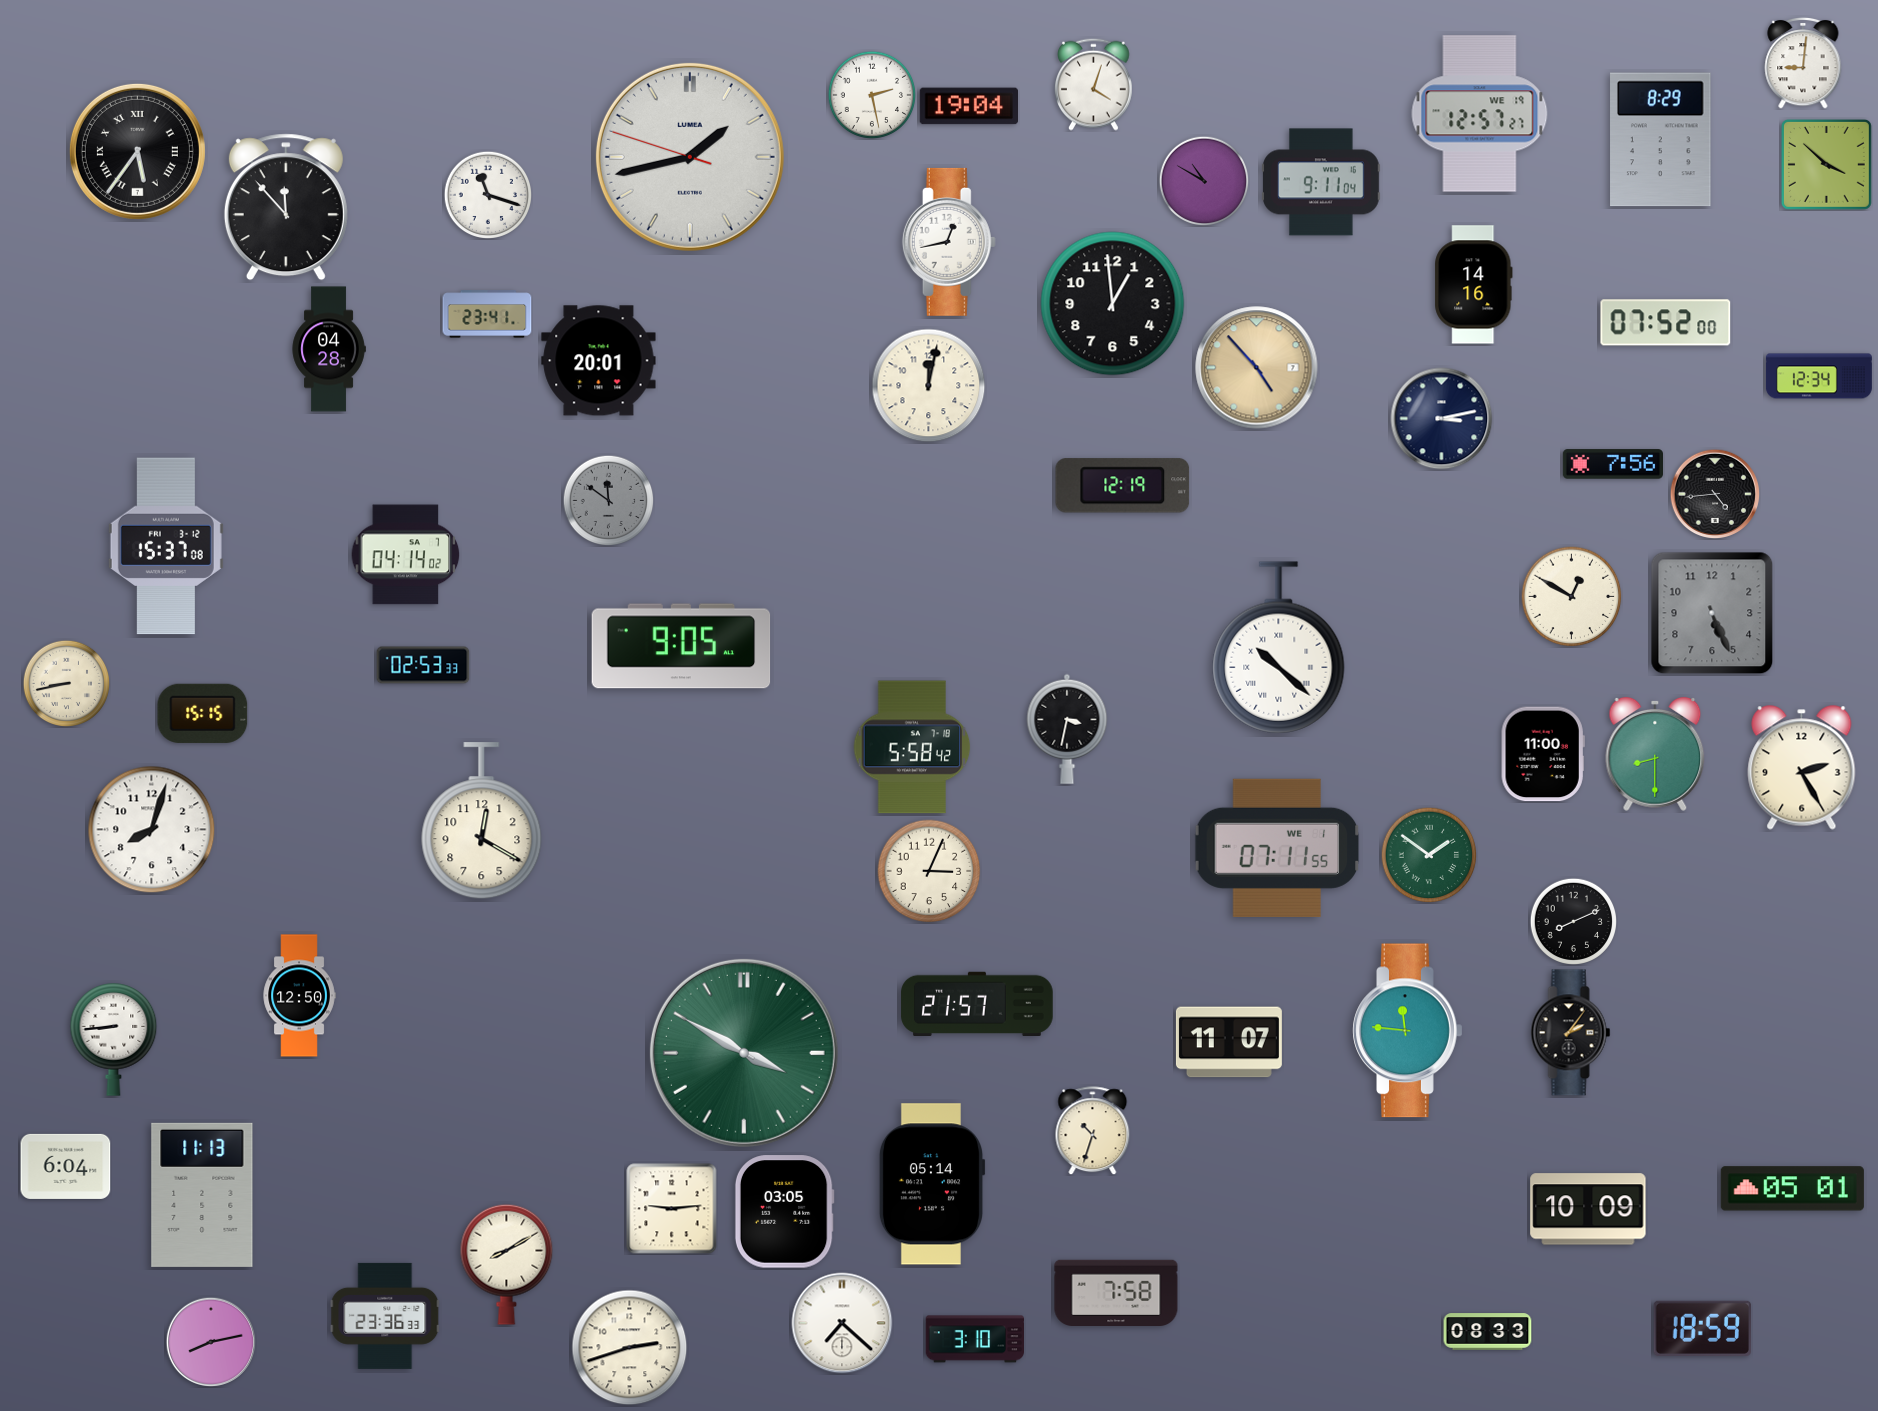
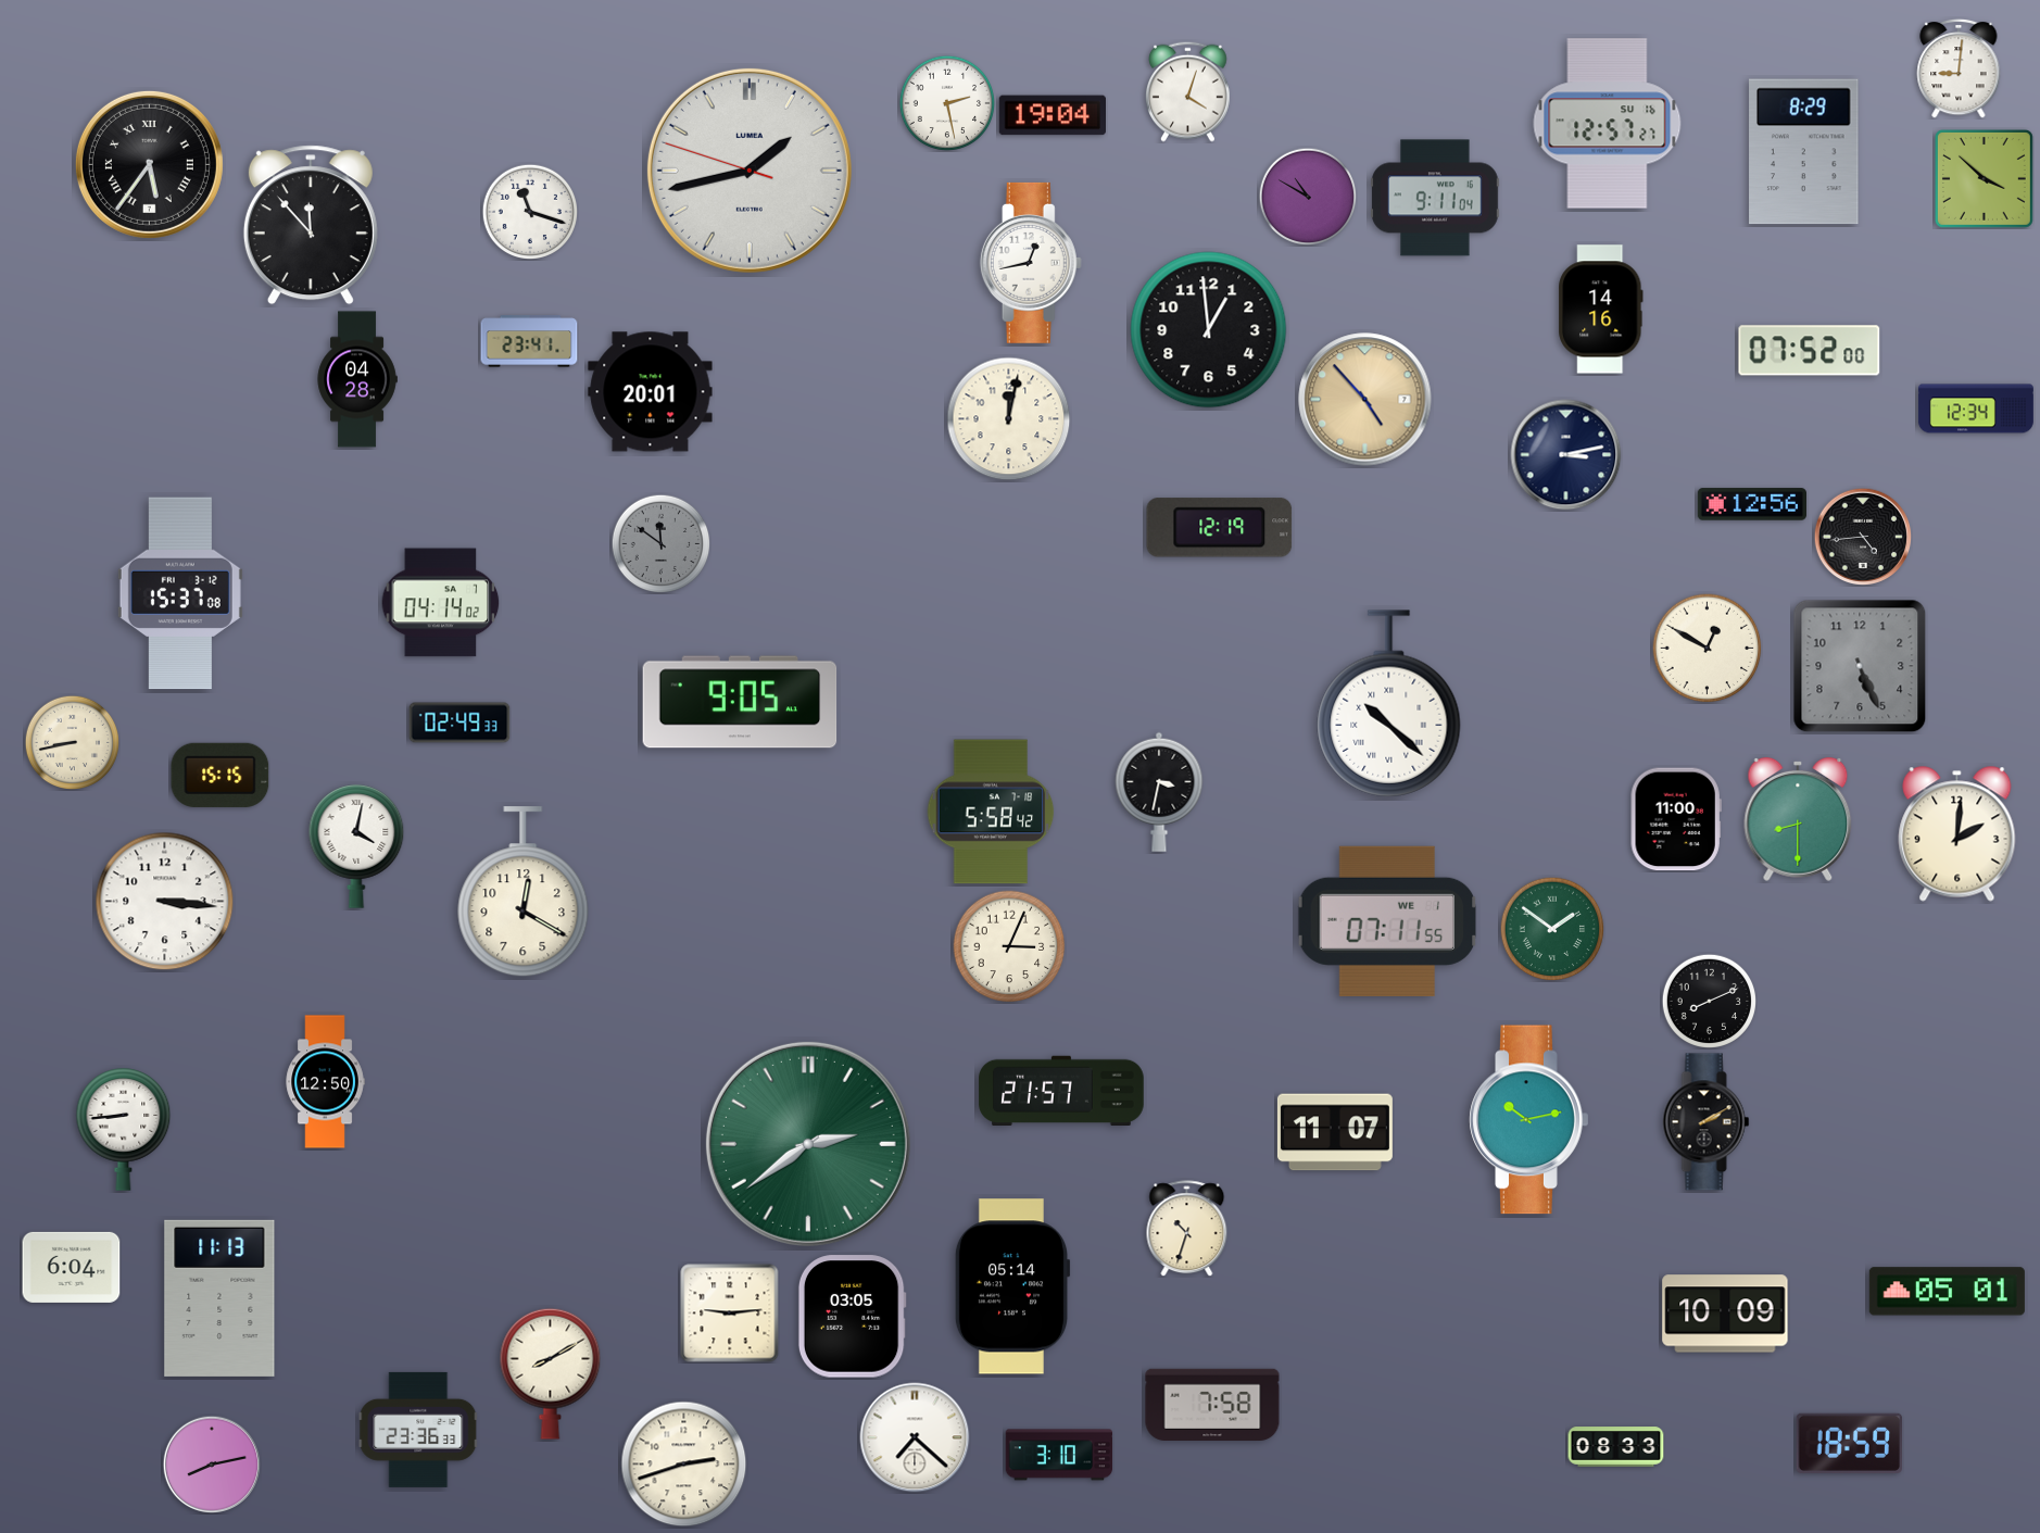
clock at (1480, 114) date: WE 19 -> SU 16
clock at (1612, 464): 7:56 -> 12:56
clock at (423, 665): 02:53 -> 02:49
clock at (1802, 768): 2:25 -> 2:01
clock at (356, 846): none -> 4:02
clock at (152, 830): 8:03 -> 3:16
clock at (1408, 1031): 11:46 -> 10:13
clock at (1571, 1033): 2:06 -> 2:10
clock at (744, 1053): 3:50 -> 2:39
clock at (211, 1342) position: (211, 1342) -> (212, 1465)
